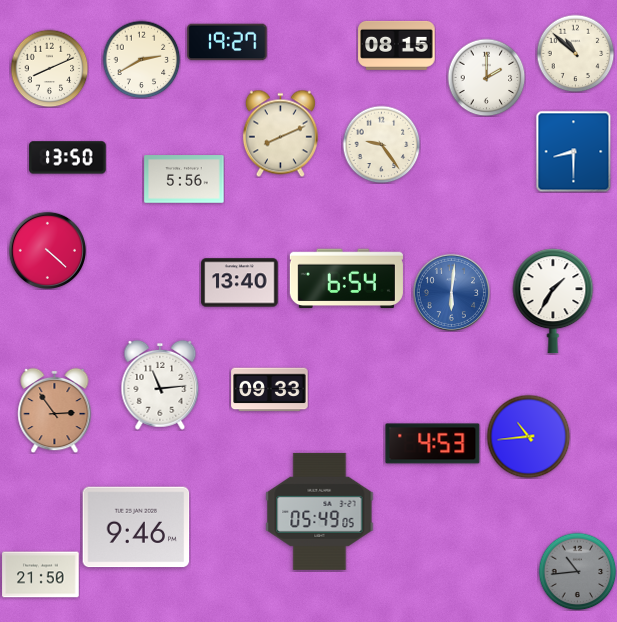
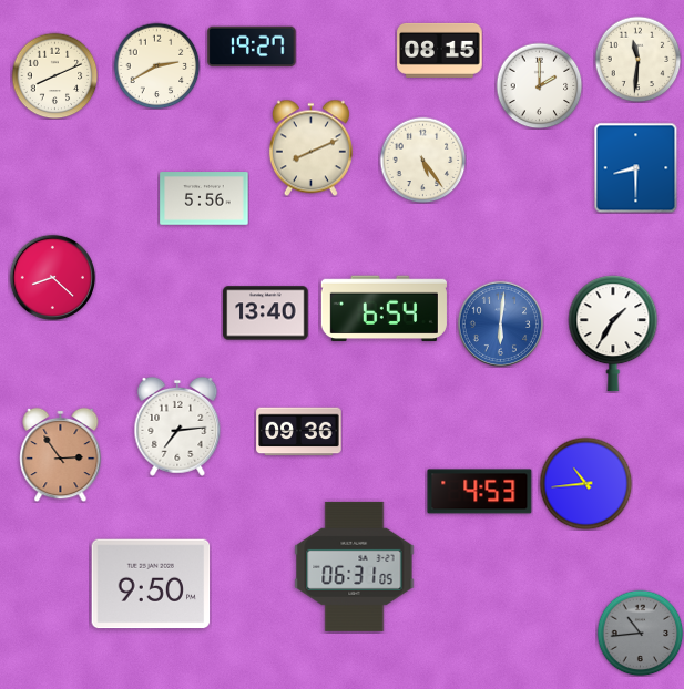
clock at (575, 53): 10:52 -> 11:31
clock at (381, 144): 9:24 -> 5:24
clock at (68, 158): 13:50 -> none
clock at (47, 250): 4:22 -> 8:22
clock at (160, 385): 11:14 -> 7:14
clock at (270, 390): 09:33 -> 09:36
clock at (320, 511): 05:49 -> 06:31
clock at (136, 527): 9:46 -> 9:50
clock at (41, 575): 21:50 -> none
